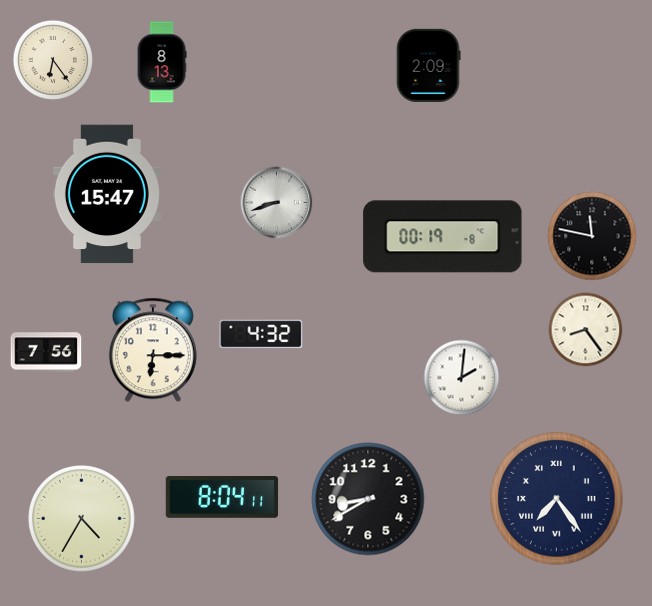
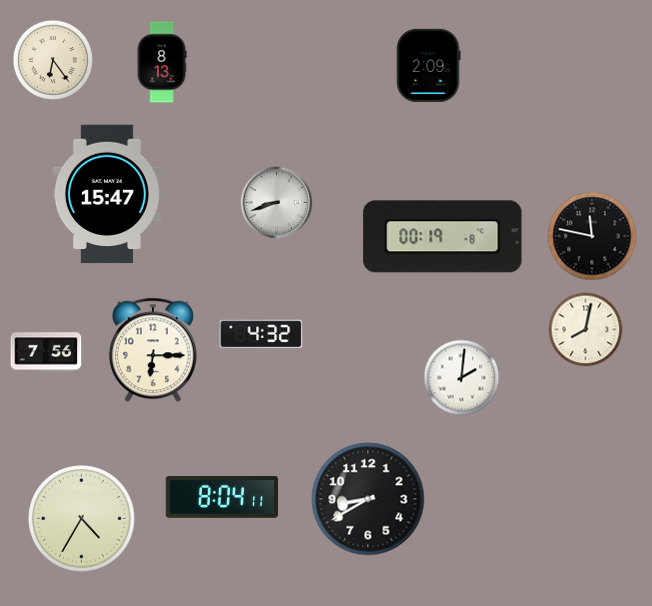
clock at (586, 330): 8:24 -> 8:02
clock at (557, 499): 7:24 -> none
